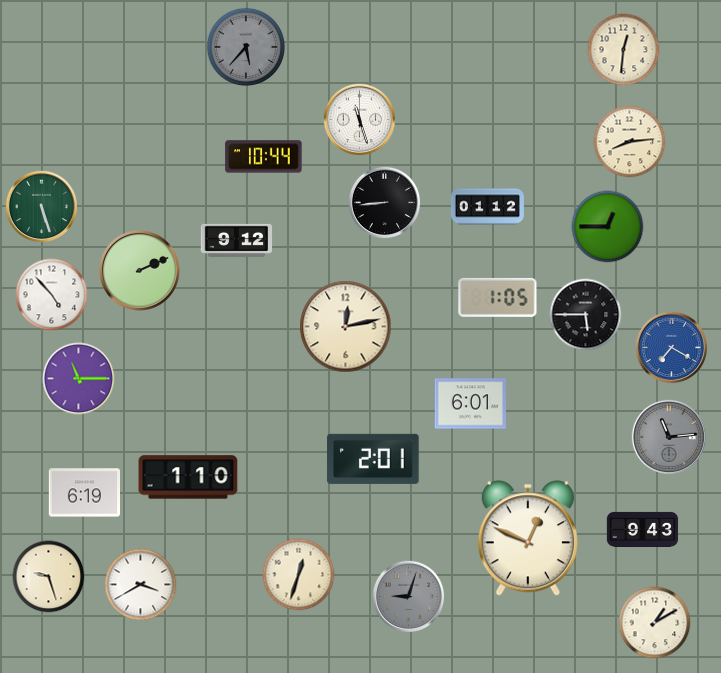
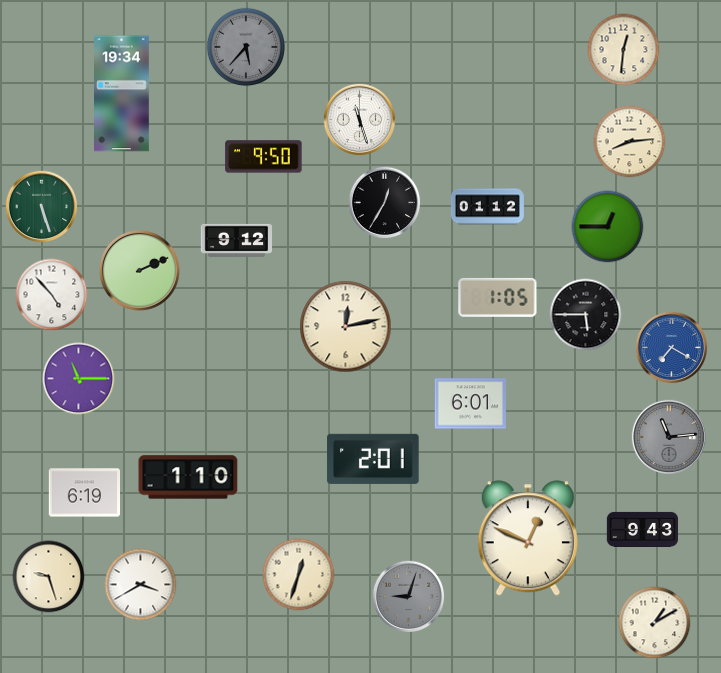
clock at (122, 94): none -> 19:34
clock at (264, 157): 10:44 -> 9:50
clock at (385, 203): 8:44 -> 12:35
